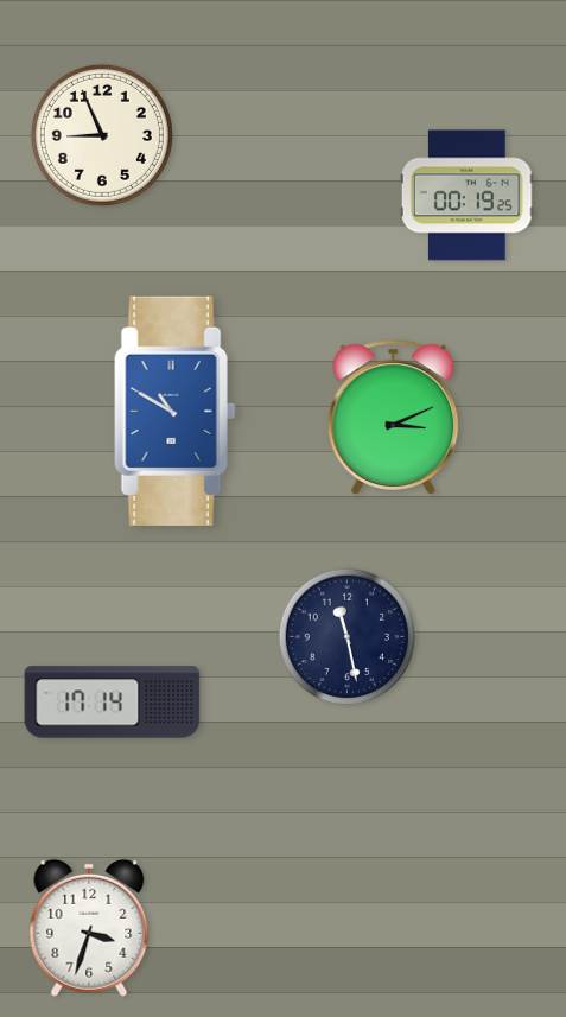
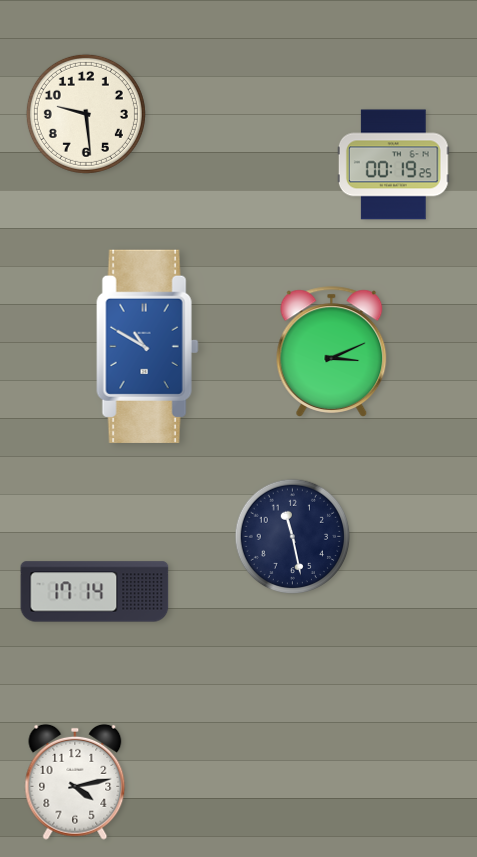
clock at (102, 135): 8:56 -> 9:29
clock at (89, 928): 3:33 -> 4:13
